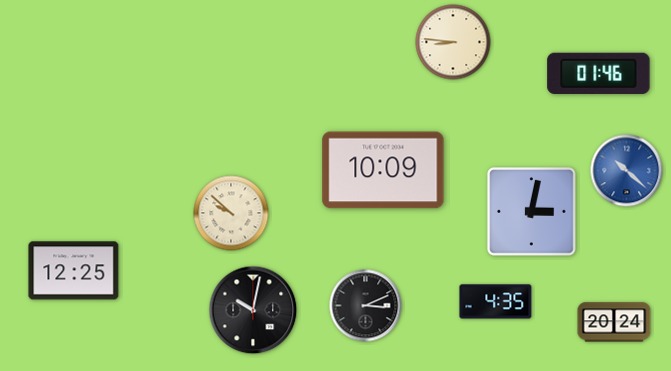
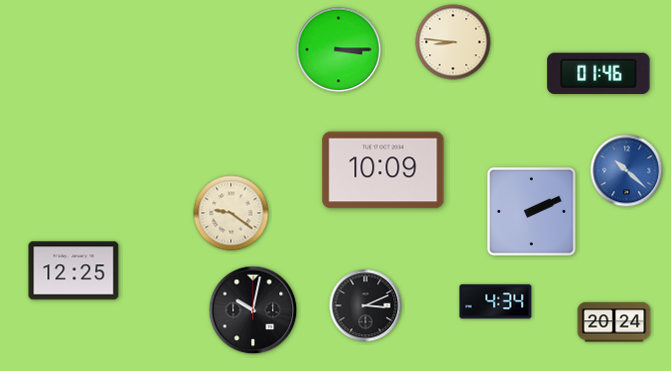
clock at (339, 50): none -> 3:15
clock at (532, 212): 3:02 -> 2:11
clock at (231, 213): 9:52 -> 9:21
clock at (496, 302): 4:35 -> 4:34
